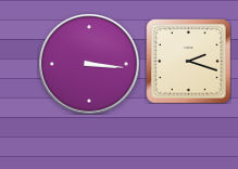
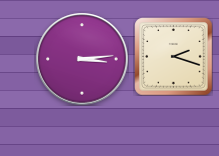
clock at (89, 64): 3:16 -> 3:14
